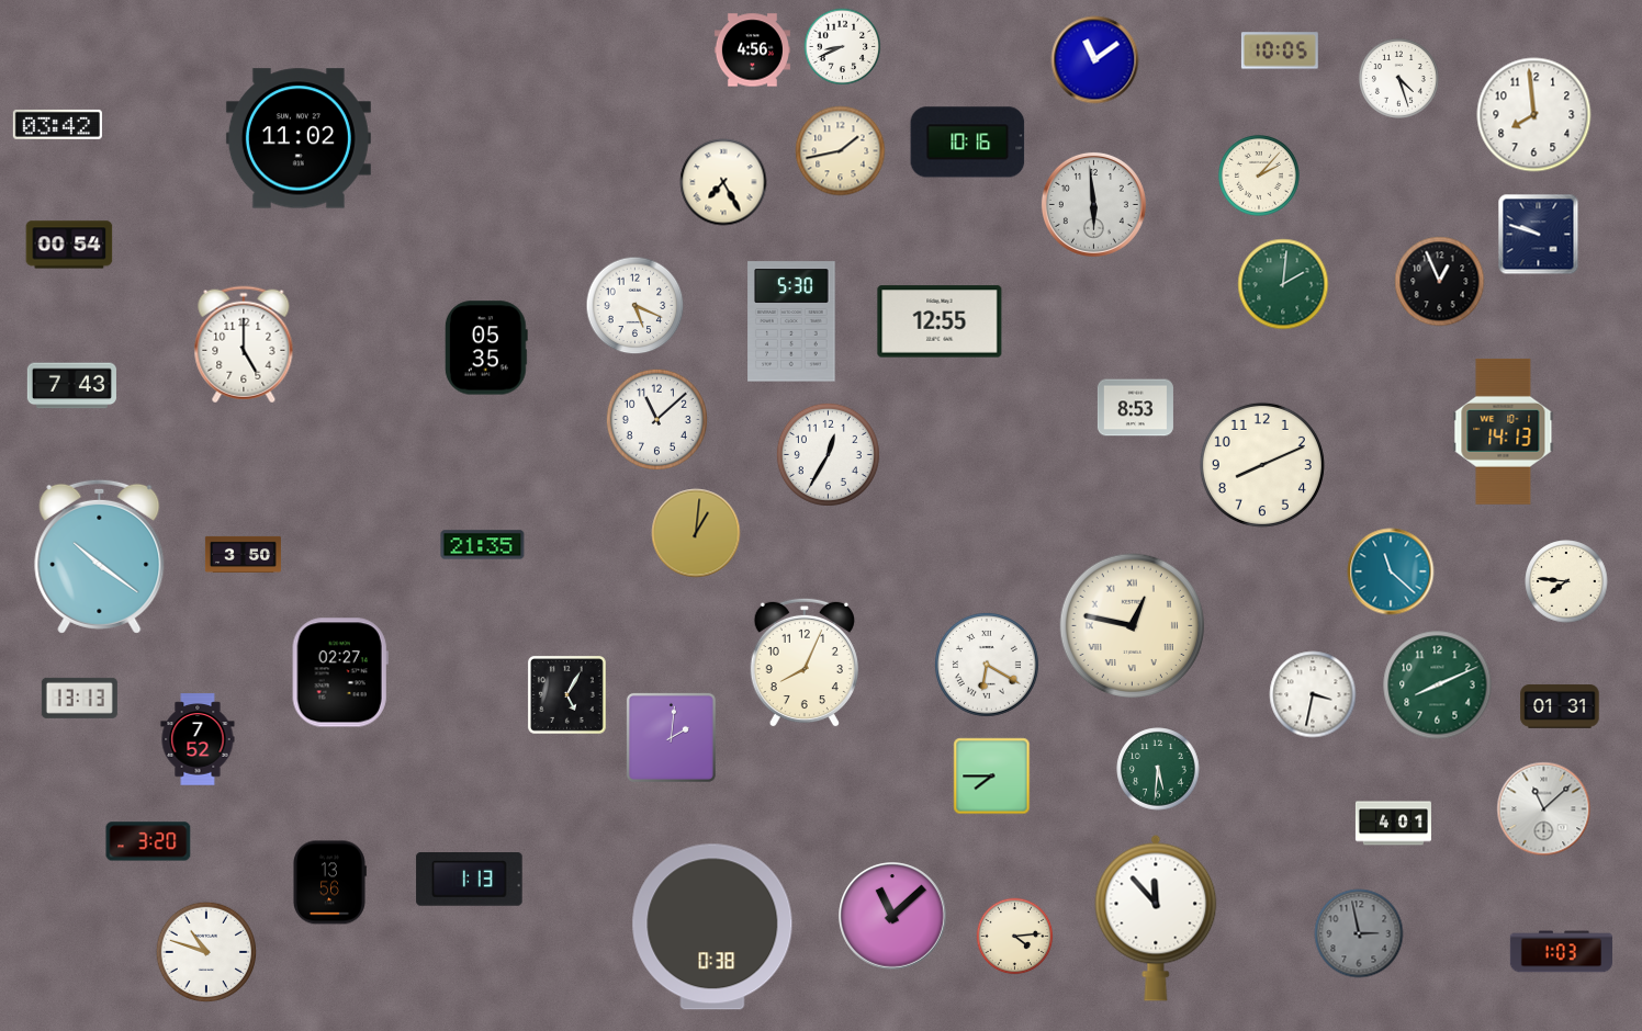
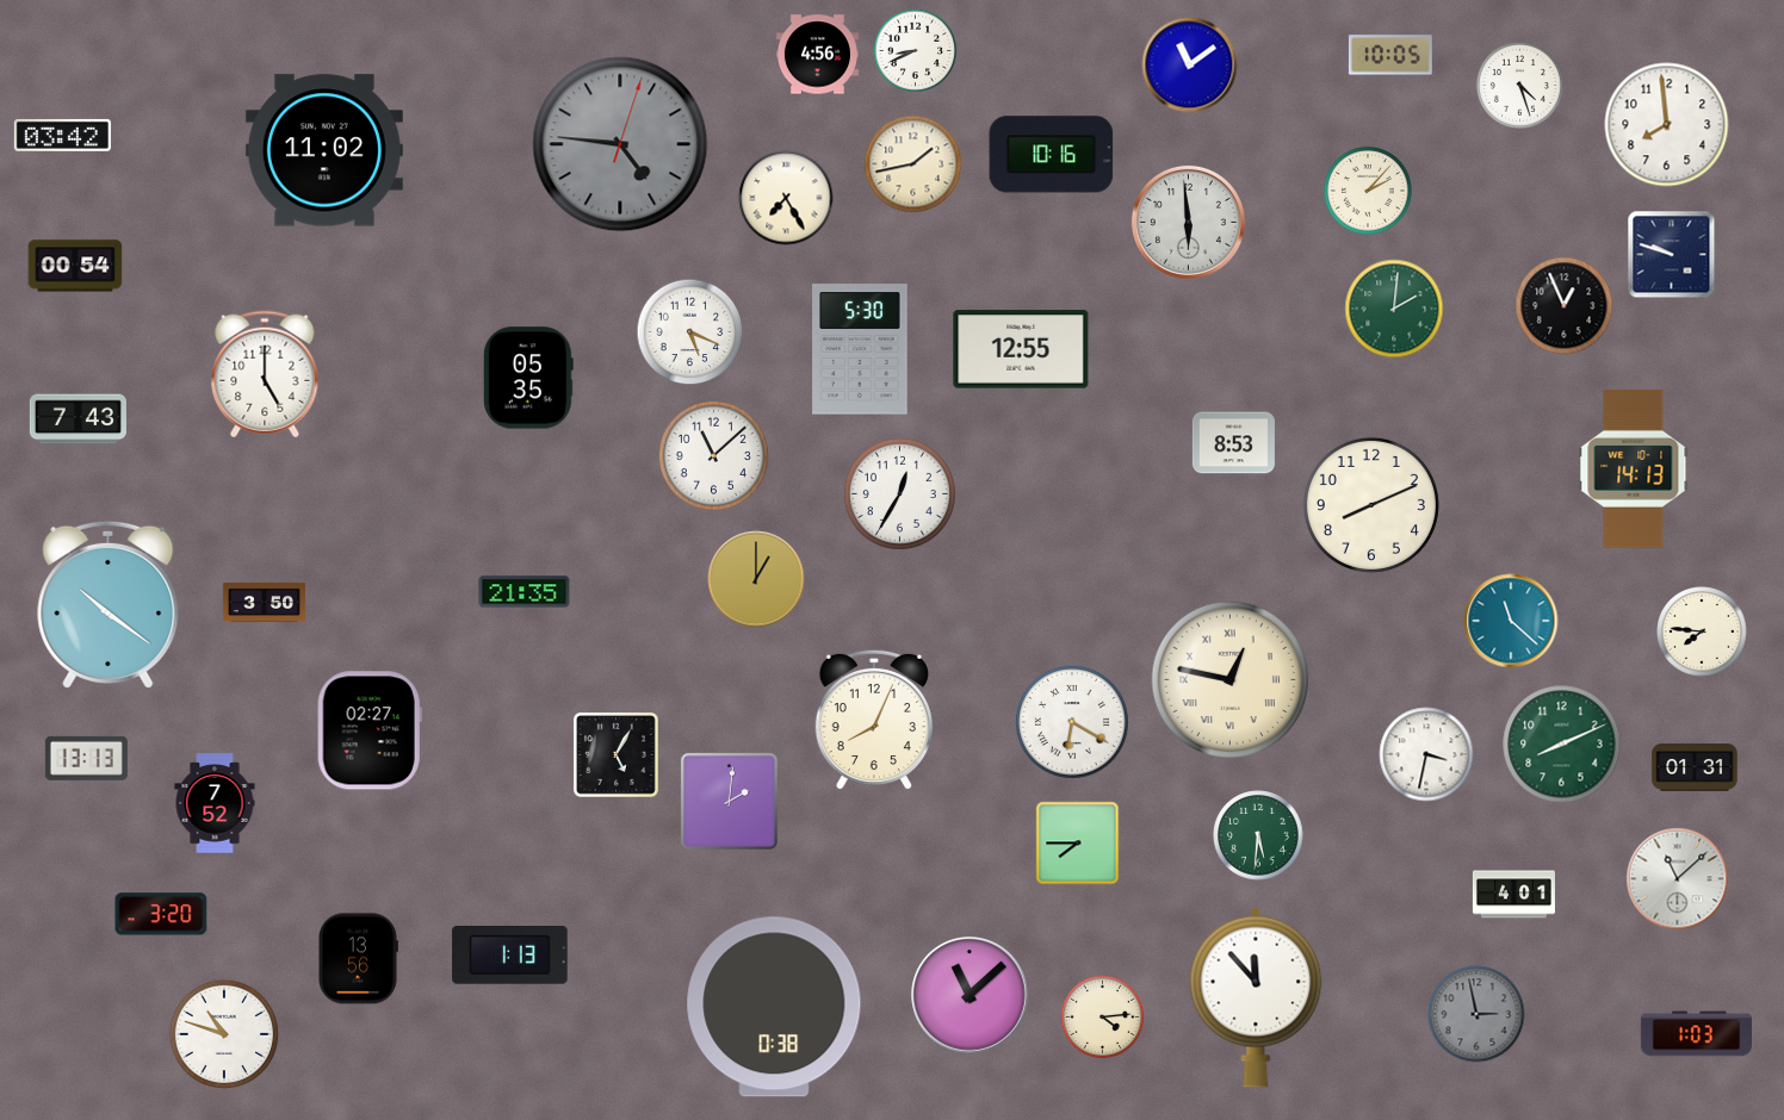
clock at (620, 144): none -> 4:46
clock at (696, 533): 1:01 -> 1:00
